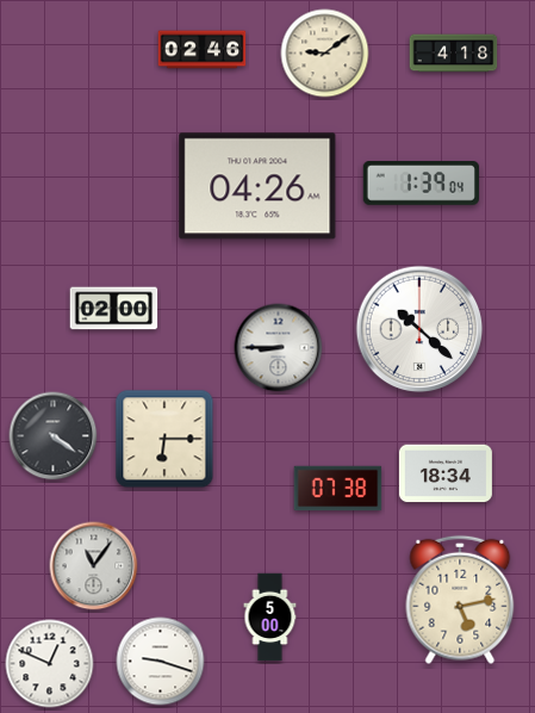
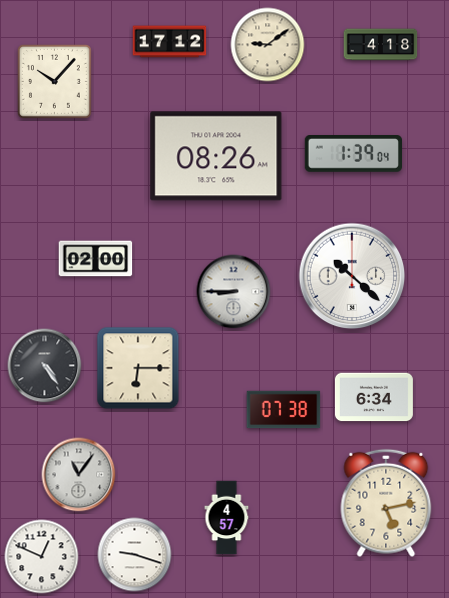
clock at (203, 50): 02:46 -> 17:12
clock at (325, 54) position: (325, 54) -> (268, 45)
clock at (54, 81): none -> 10:07
clock at (257, 186): 04:26 -> 08:26
clock at (54, 436): 4:21 -> 4:24
clock at (446, 473): 18:34 -> 6:34
clock at (270, 618): 5:00 -> 4:57
